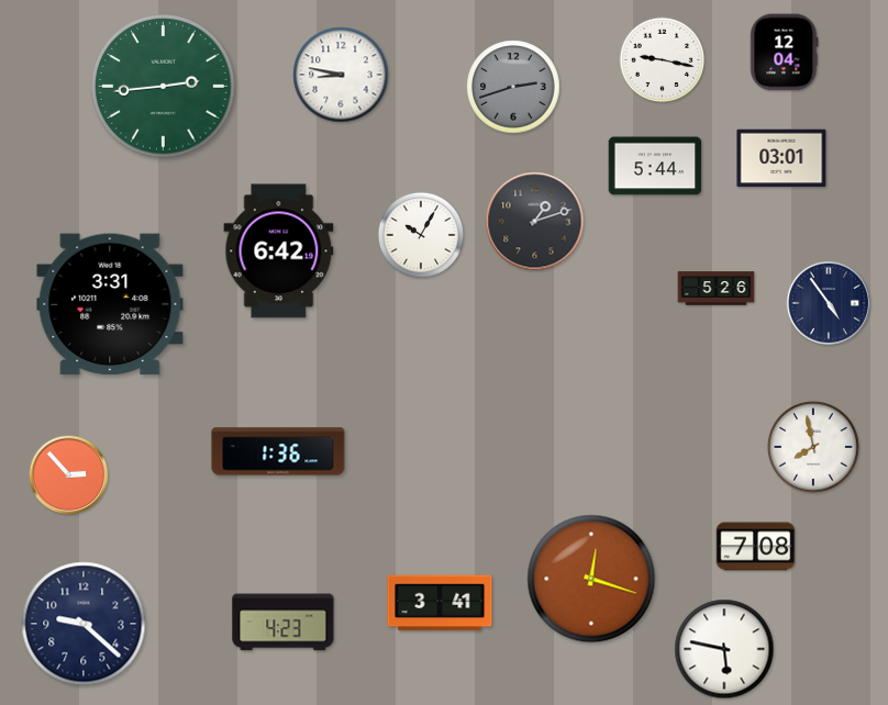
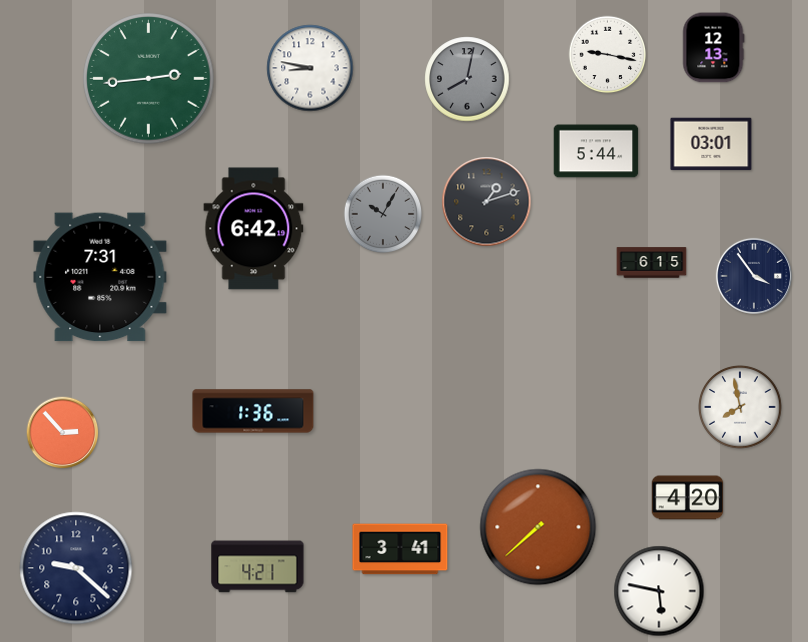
clock at (785, 53): 12:04 -> 12:13
clock at (663, 60) position: (663, 60) -> (608, 55)
clock at (513, 87): 2:42 -> 8:02
clock at (421, 235) dial: white -> grey
clock at (717, 289): 5:26 -> 6:15
clock at (829, 303): 4:54 -> 3:54
clock at (110, 304): 3:31 -> 7:31
clock at (756, 547): 7:08 -> 4:20
clock at (591, 579): 12:18 -> 7:38
clock at (284, 623): 4:23 -> 4:21
